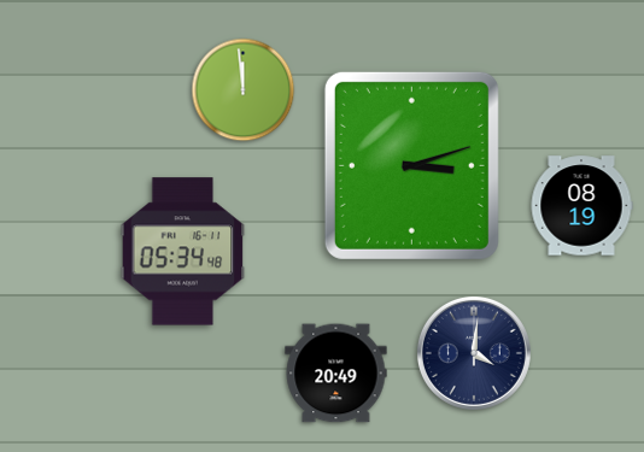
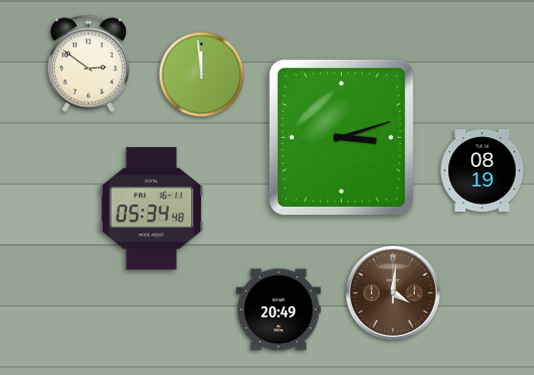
clock at (88, 64): none -> 2:51
clock at (474, 353) dial: navy -> brown
